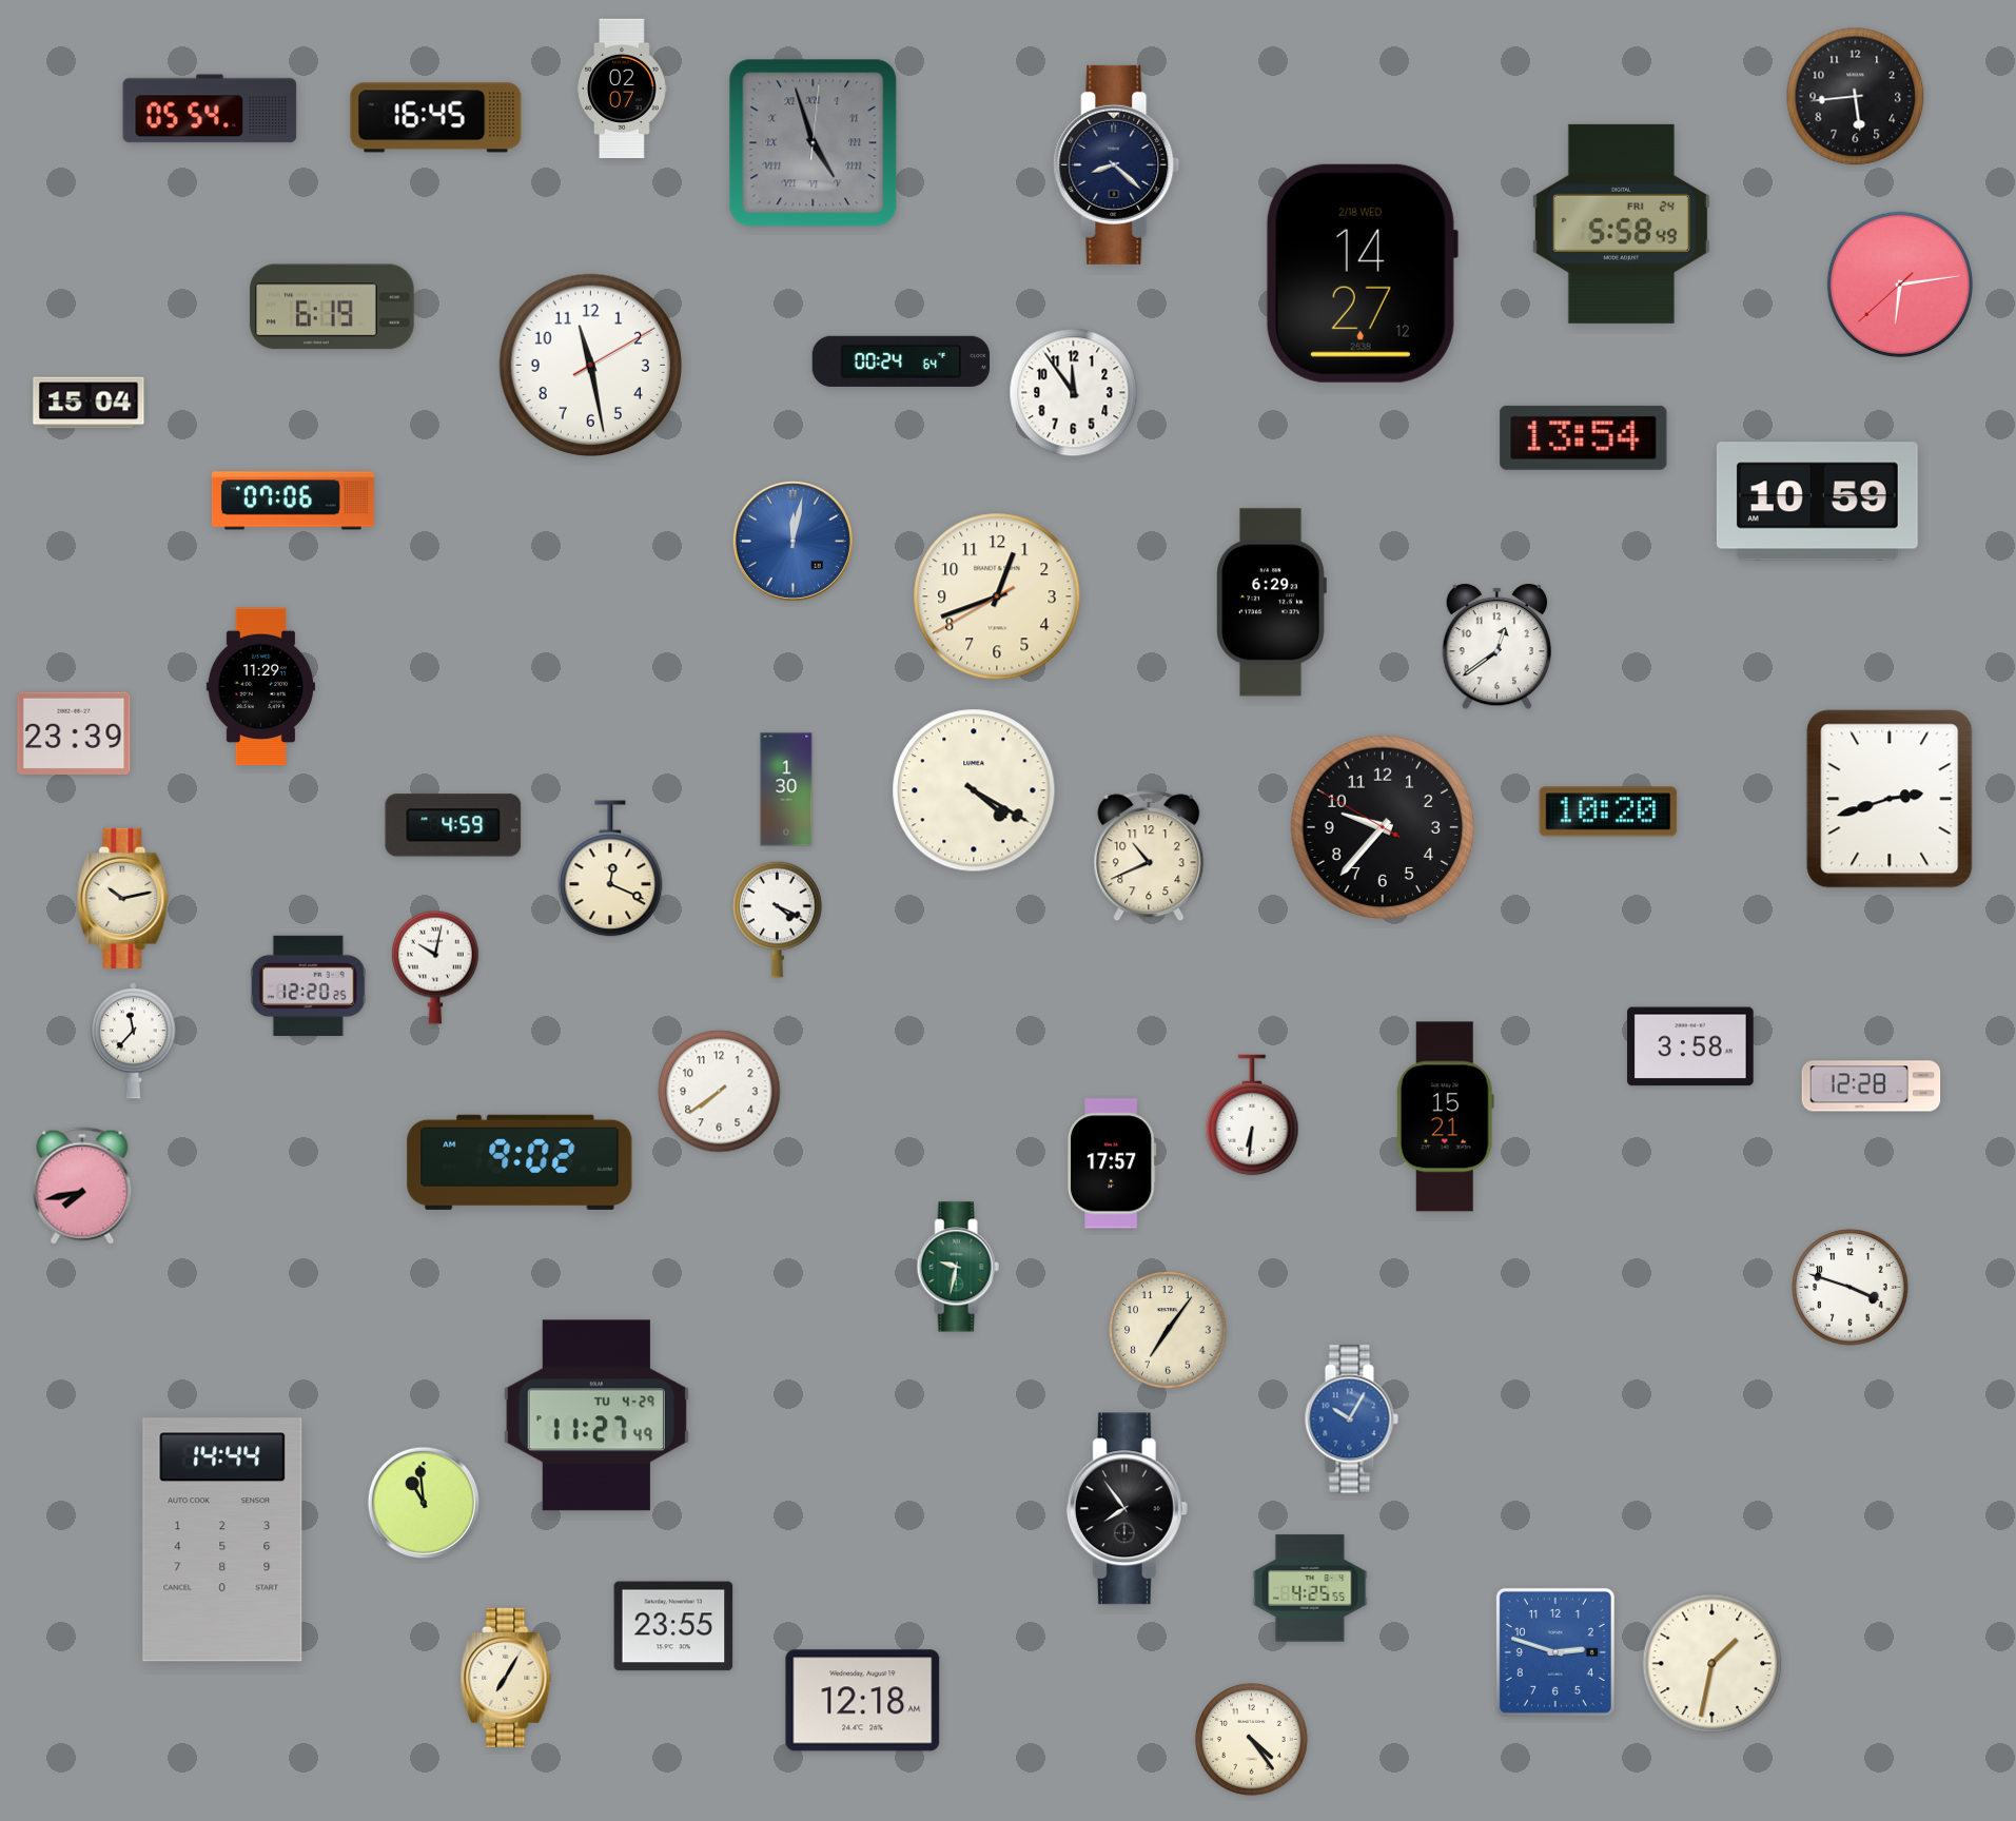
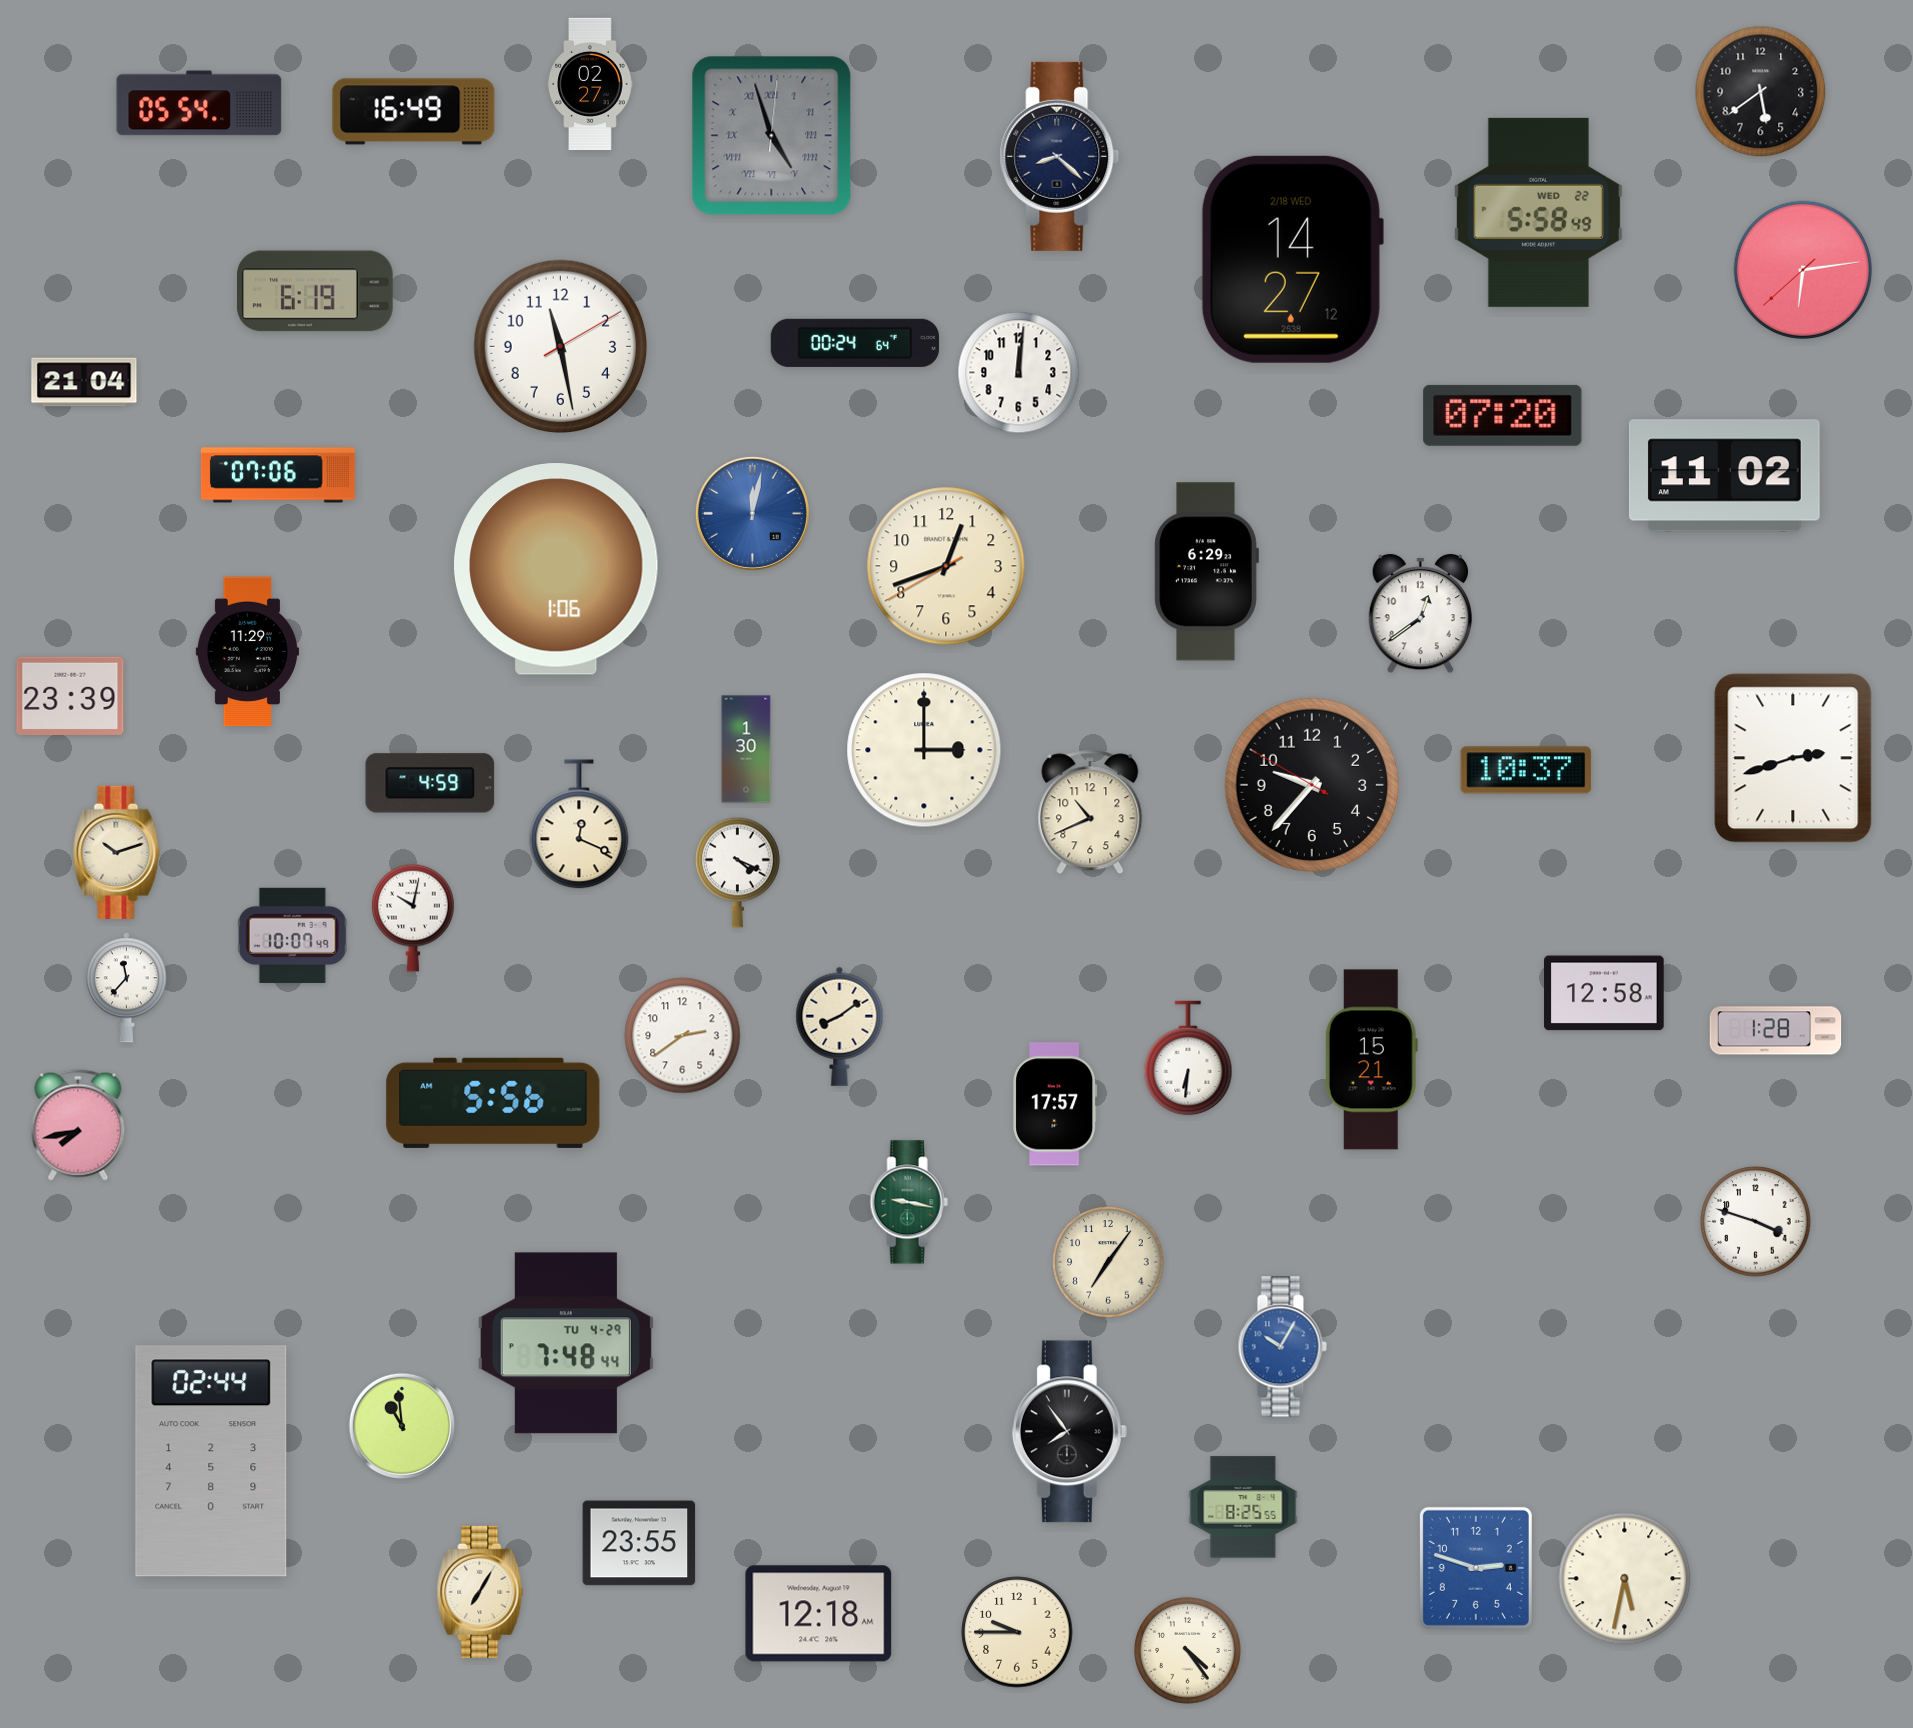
clock at (622, 89): 02:07 -> 02:27
clock at (1856, 97): 5:44 -> 5:39
clock at (436, 118): 16:45 -> 16:49
clock at (1621, 223) date: FRI 24 -> WED 22
clock at (1074, 393): 11:54 -> 12:01
clock at (89, 403): 15:04 -> 21:04
clock at (1584, 437): 13:54 -> 07:20
clock at (1817, 502): 10:59 -> 11:02
clock at (557, 569): none -> 1:06
clock at (974, 790): 4:20 -> 3:00
clock at (1608, 811): 10:20 -> 10:37
clock at (123, 898): 10:13 -> 10:12
clock at (308, 985): 12:20 -> 10:07
clock at (1690, 1046): 3:58 -> 12:58
clock at (840, 1026): none -> 8:09
clock at (1872, 1086): 12:28 -> 1:28
clock at (720, 1092): 7:39 -> 2:39
clock at (520, 1162): 9:02 -> 5:56
clock at (958, 1267): 9:32 -> 9:17
clock at (596, 1415): 11:27 -> 7:48
clock at (222, 1540): 14:44 -> 02:44
clock at (1310, 1588): 4:25 -> 8:25
clock at (1712, 1664): 1:32 -> 5:32
clock at (1017, 1632): none -> 9:45
